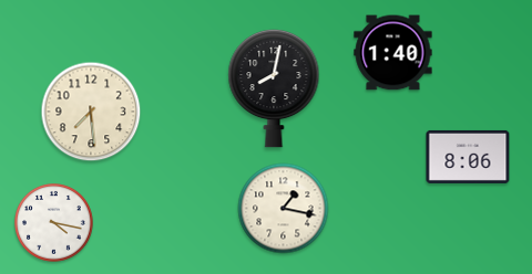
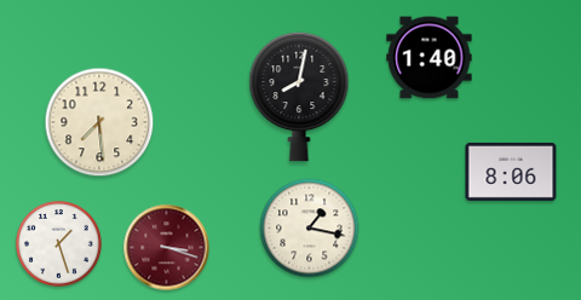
clock at (54, 223): 4:17 -> 1:27
clock at (167, 248): none -> 3:18
